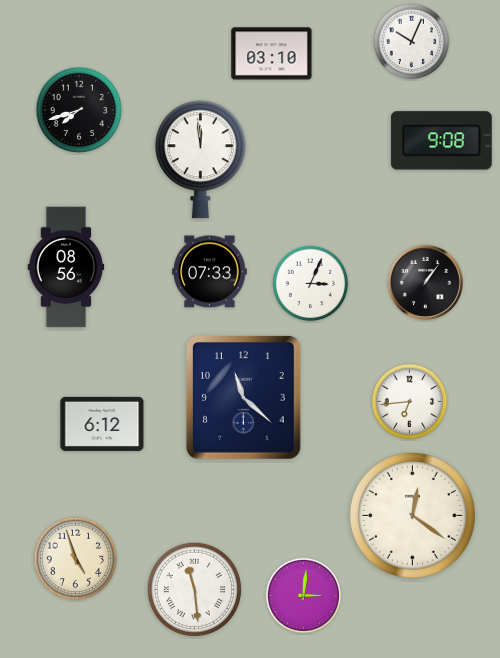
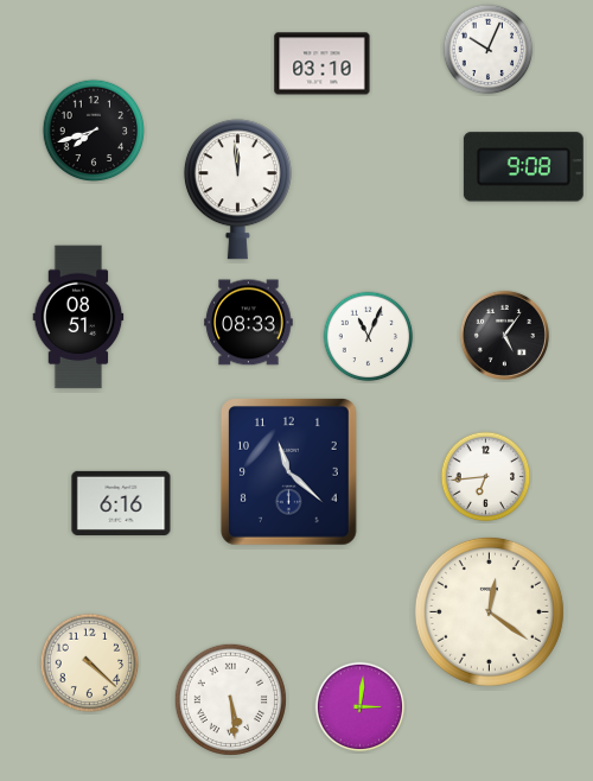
clock at (66, 267): 08:56 -> 08:51
clock at (210, 272): 07:33 -> 08:33
clock at (425, 282): 1:06 -> 5:06
clock at (311, 284): 3:04 -> 11:04
clock at (102, 424): 6:12 -> 6:16
clock at (76, 559): 4:57 -> 4:22
clock at (194, 589): 11:29 -> 5:29
